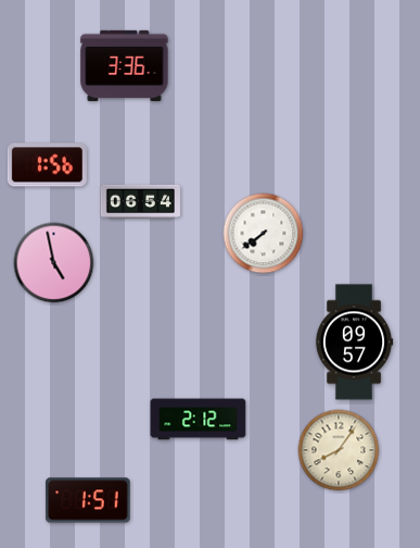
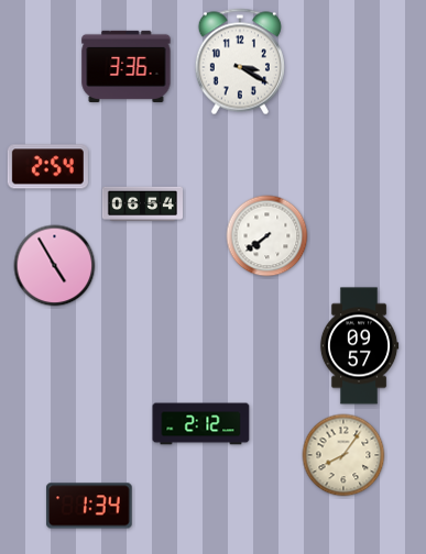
clock at (240, 62): none -> 3:20
clock at (47, 165): 1:56 -> 2:54
clock at (54, 263): 4:58 -> 4:55
clock at (88, 500): 1:51 -> 1:34
